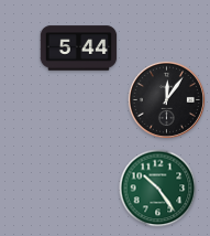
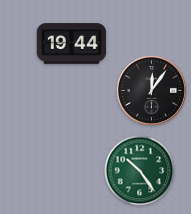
clock at (79, 49): 5:44 -> 19:44
clock at (158, 189) position: (158, 189) -> (140, 171)
